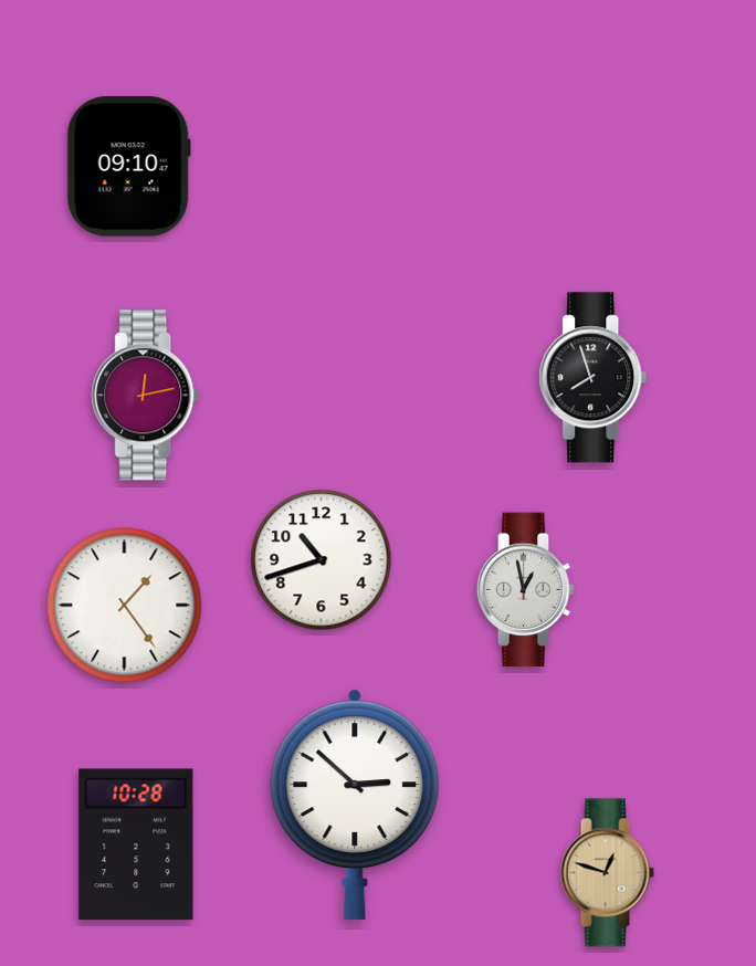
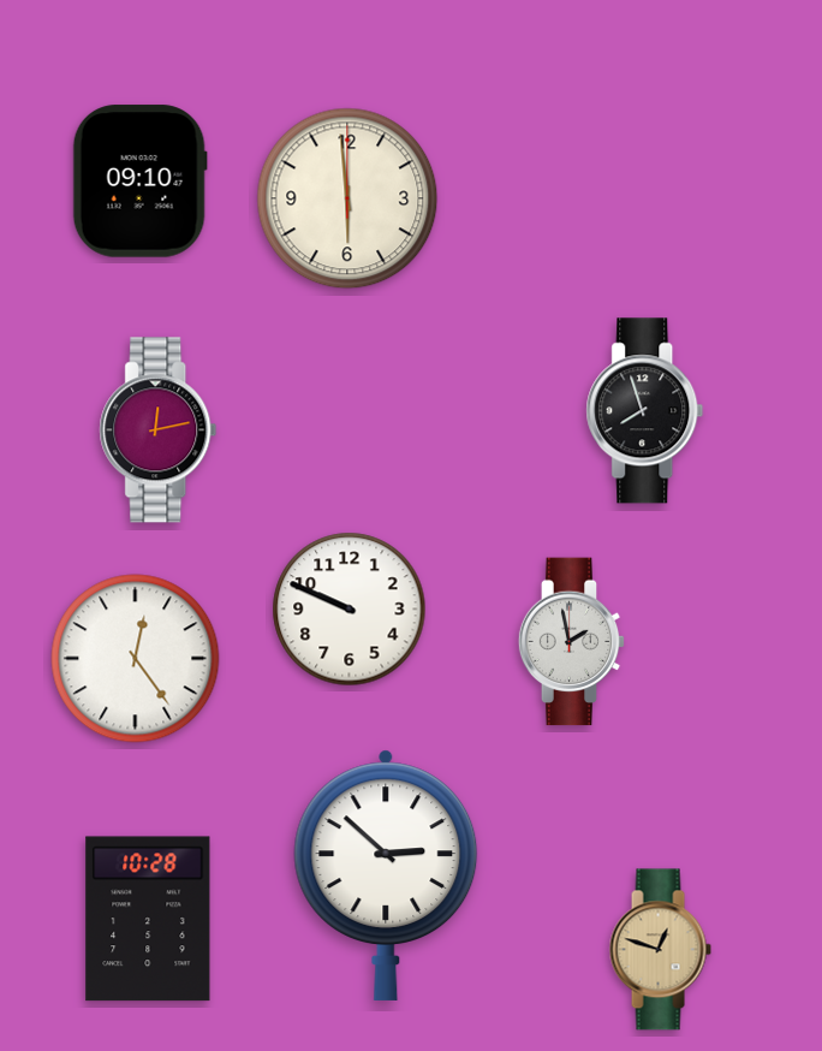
clock at (347, 198): none -> 5:59
clock at (322, 560): 10:42 -> 9:49
clock at (526, 590): 12:58 -> 1:58
clock at (125, 606): 1:24 -> 12:24
